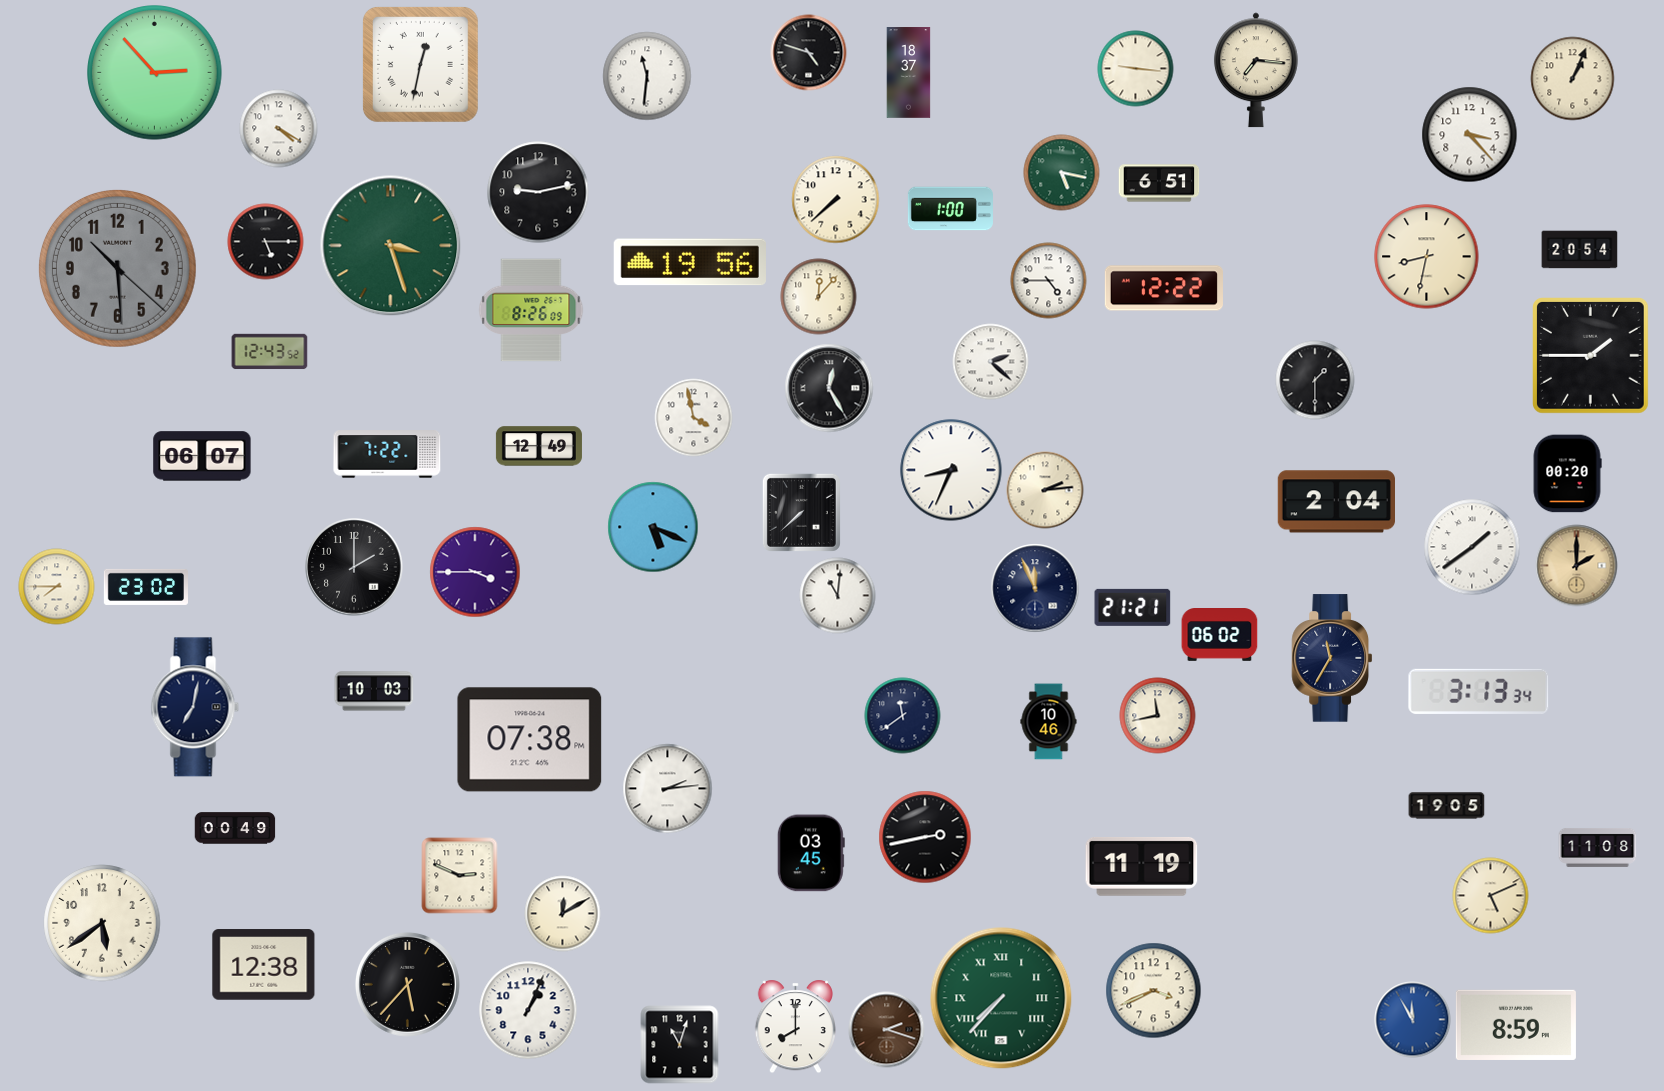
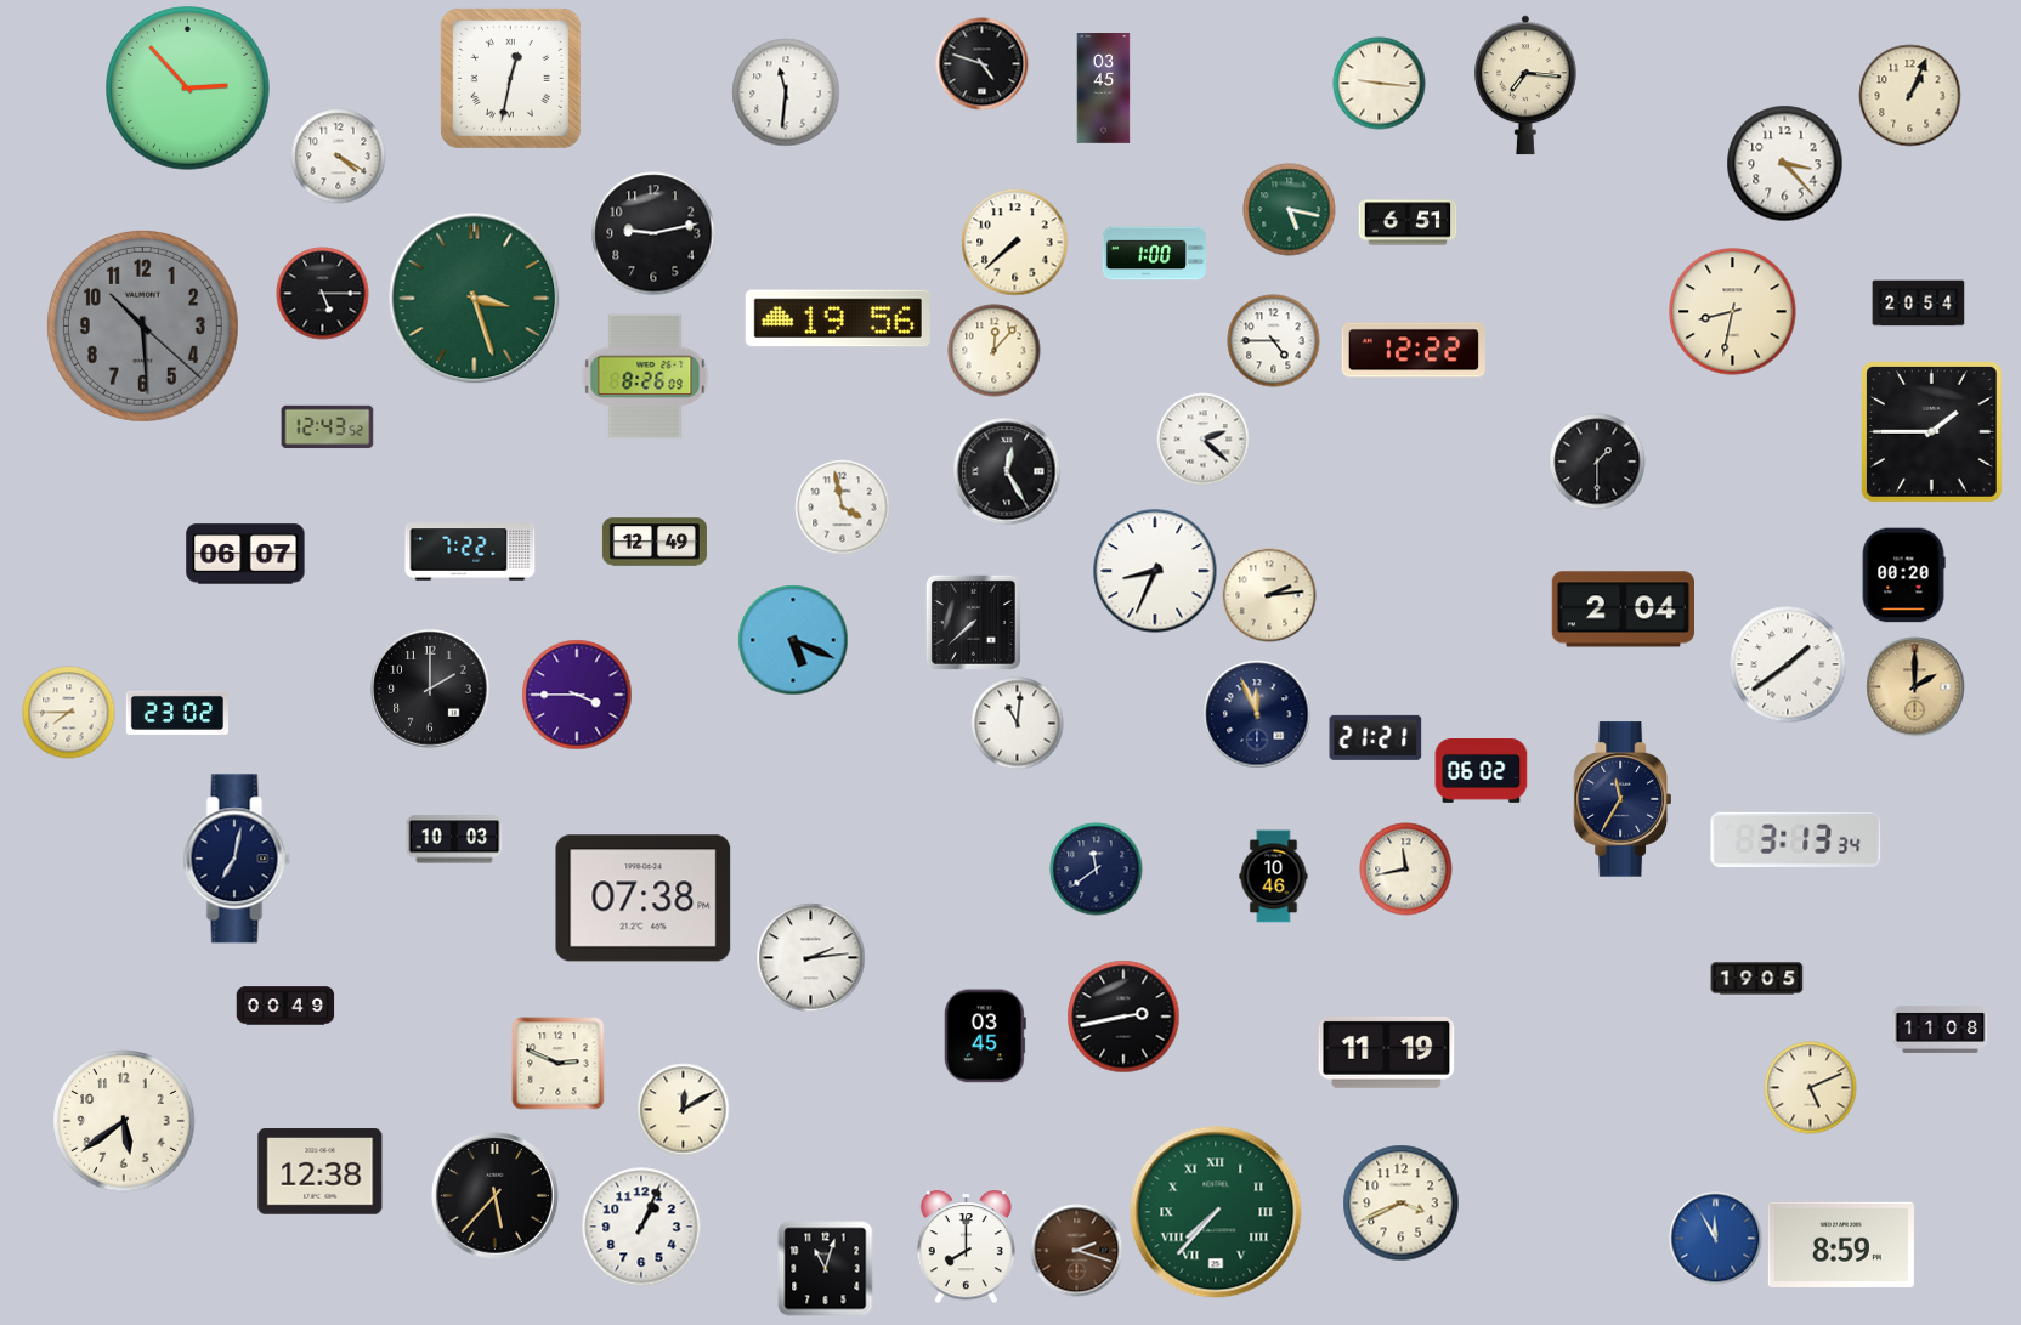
clock at (909, 73): 18:37 -> 03:45
clock at (819, 297) position: (819, 297) -> (995, 351)
clock at (1331, 658) position: (1331, 658) -> (1621, 799)
